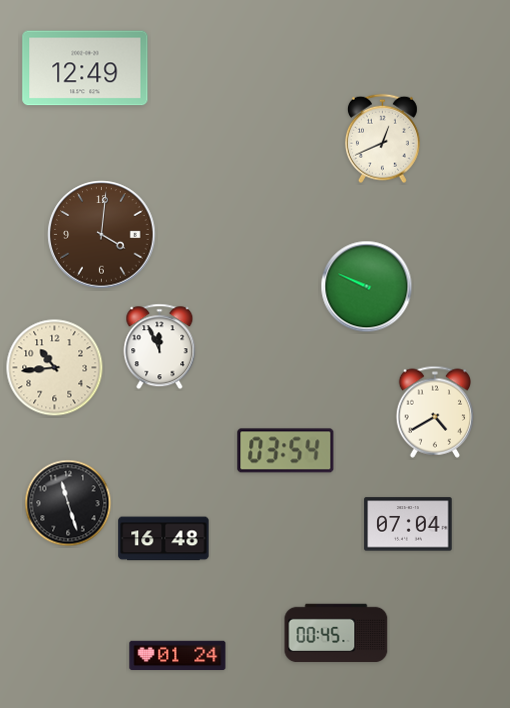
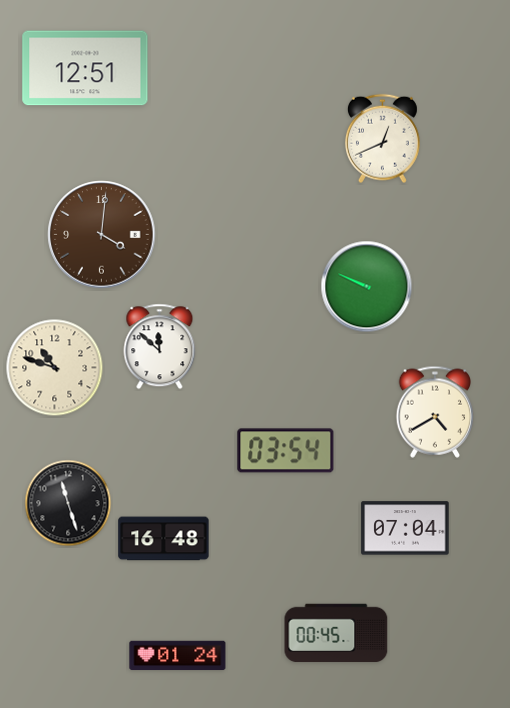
clock at (85, 68): 12:49 -> 12:51
clock at (160, 347): 11:56 -> 11:52
clock at (55, 368): 10:44 -> 10:48
clock at (408, 524) position: (408, 524) -> (405, 528)
